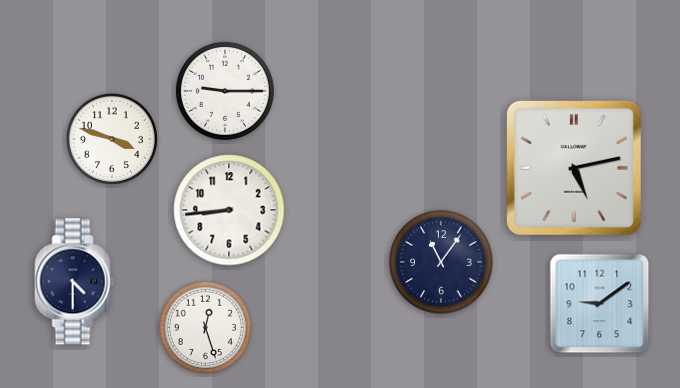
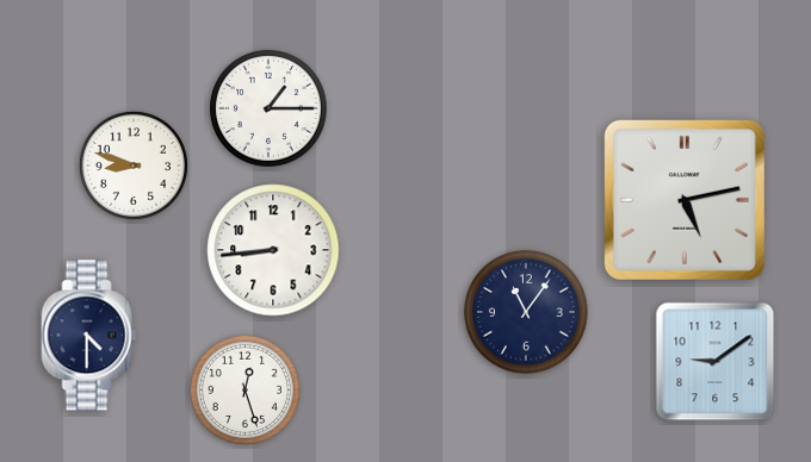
clock at (225, 91): 9:15 -> 1:15
clock at (112, 139): 3:48 -> 8:48
